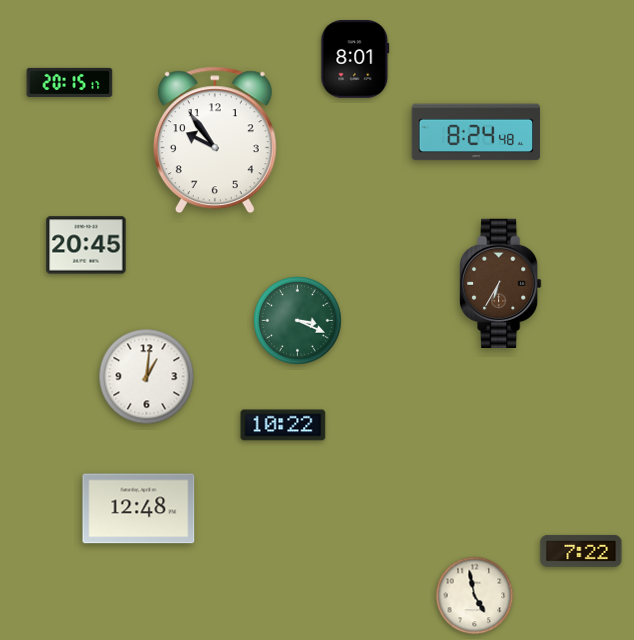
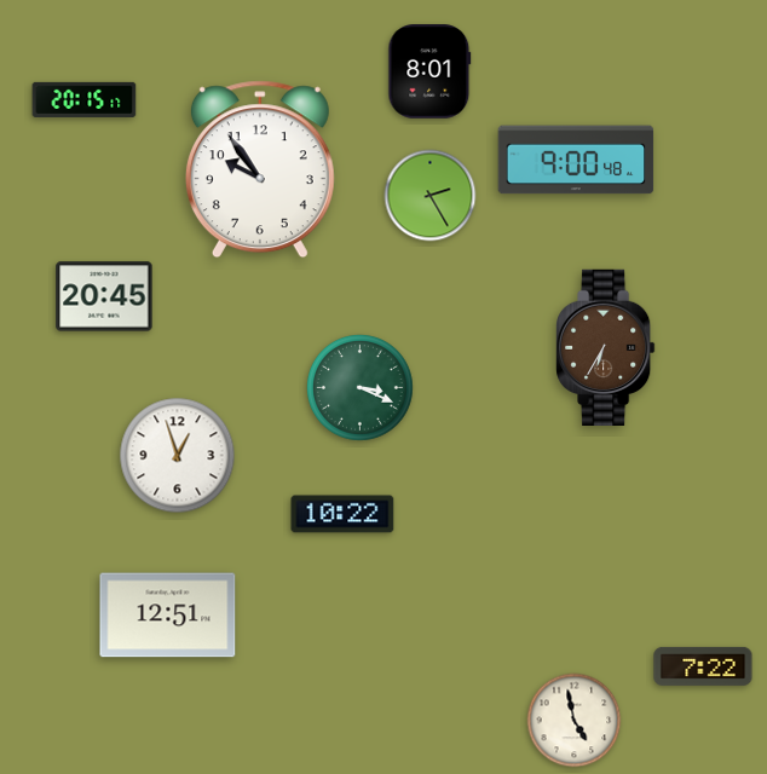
clock at (476, 132): 8:24 -> 9:00
clock at (431, 196): none -> 2:25
clock at (501, 283) position: (501, 283) -> (606, 347)
clock at (147, 377): 1:01 -> 12:57
clock at (139, 509): 12:48 -> 12:51
